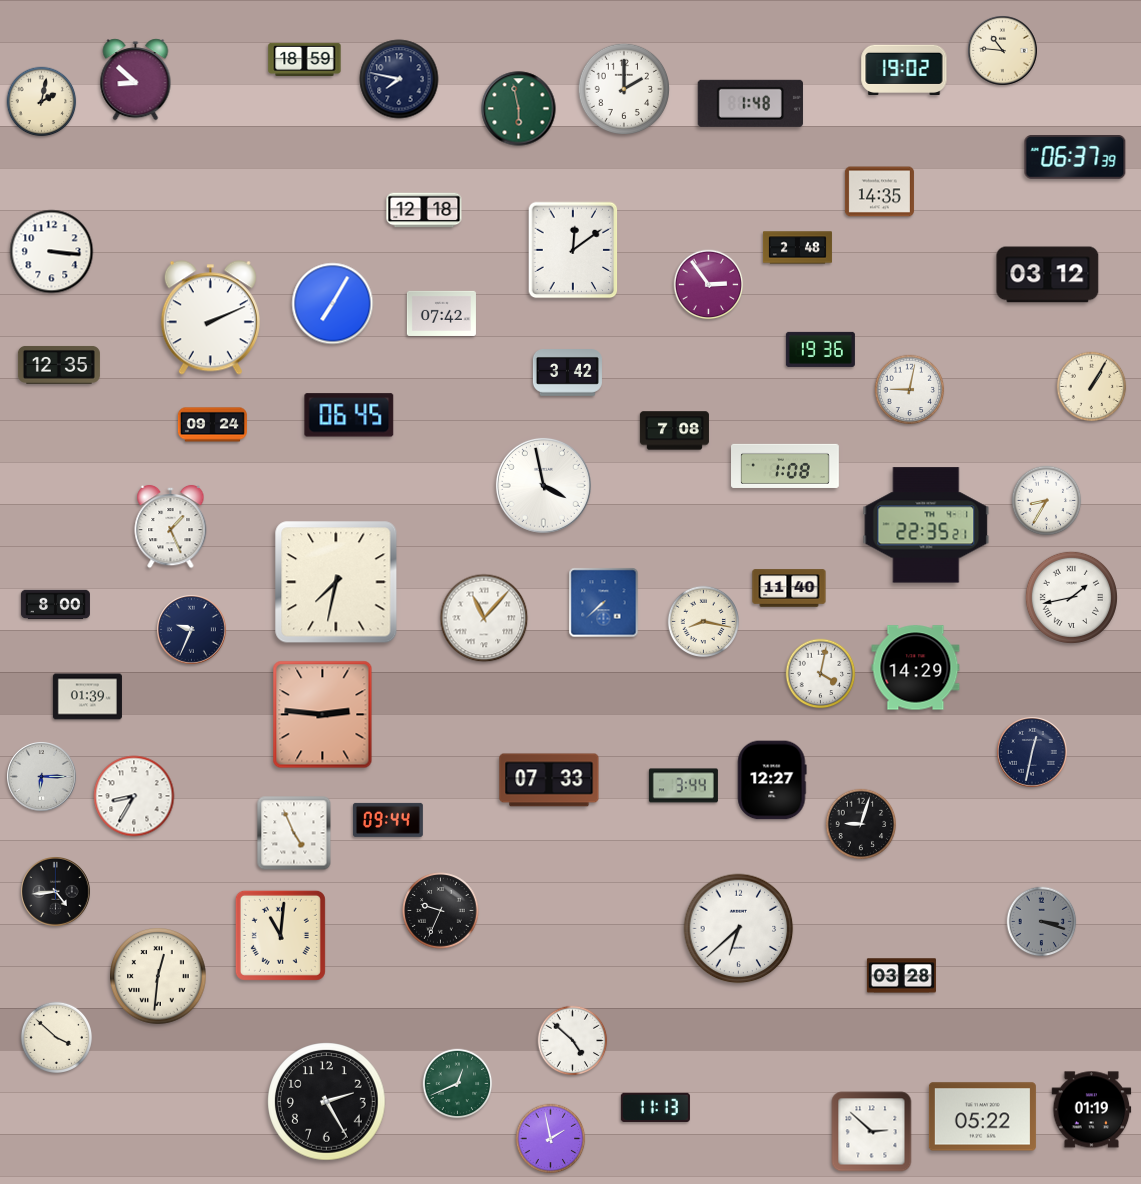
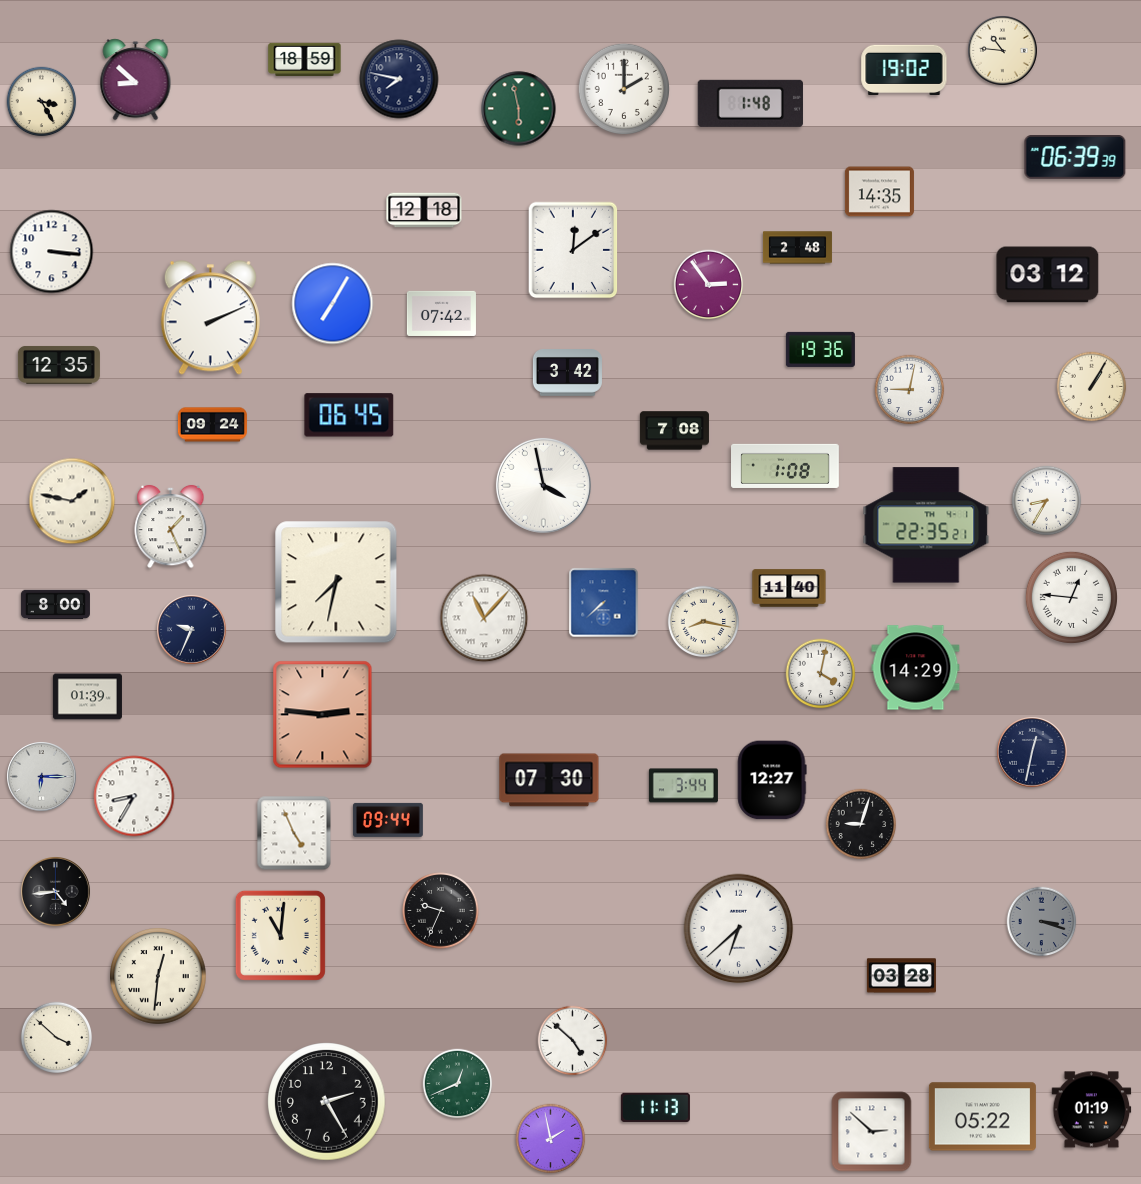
clock at (42, 102): 2:02 -> 3:25
clock at (1075, 158): 06:37 -> 06:39
clock at (72, 501): none -> 1:47
clock at (1071, 597): 1:43 -> 12:46
clock at (549, 780): 07:33 -> 07:30
